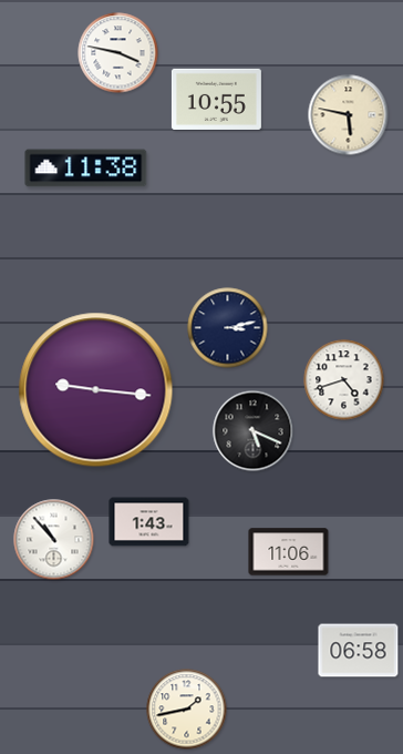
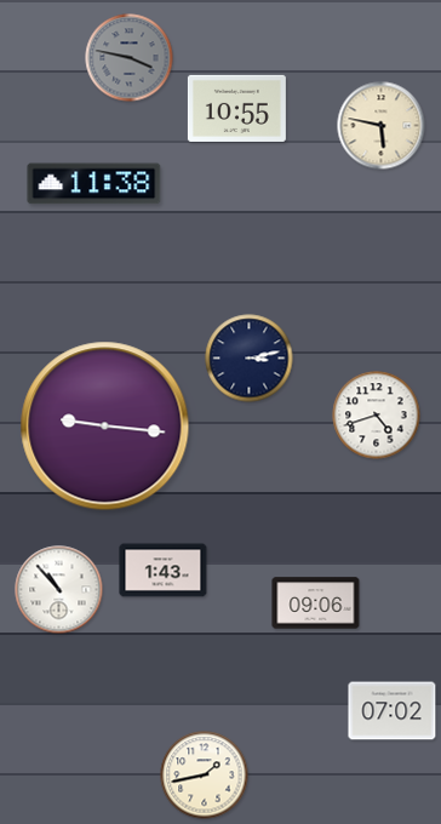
clock at (118, 53) dial: white -> grey
clock at (254, 431): 5:19 -> none
clock at (289, 552): 11:06 -> 09:06
clock at (359, 651): 06:58 -> 07:02
